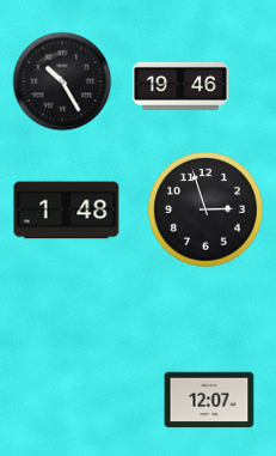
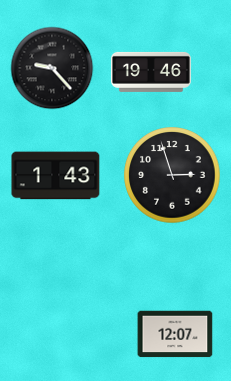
clock at (62, 81): 10:25 -> 9:23
clock at (67, 211): 1:48 -> 1:43
